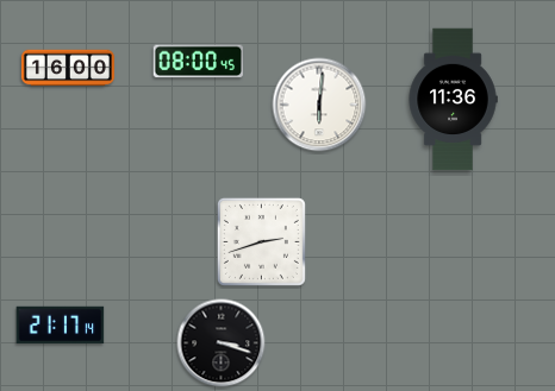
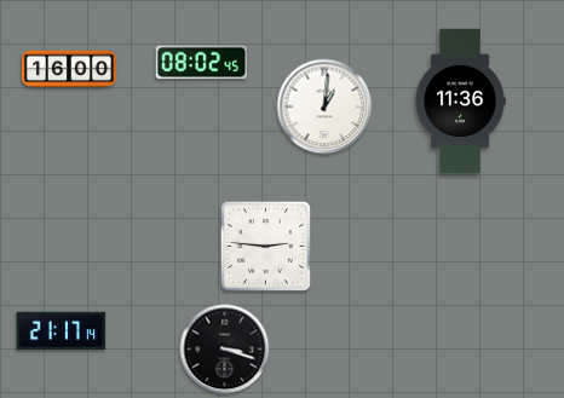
clock at (199, 62): 08:00 -> 08:02
clock at (319, 105): 6:01 -> 1:01
clock at (261, 241): 2:42 -> 2:46
